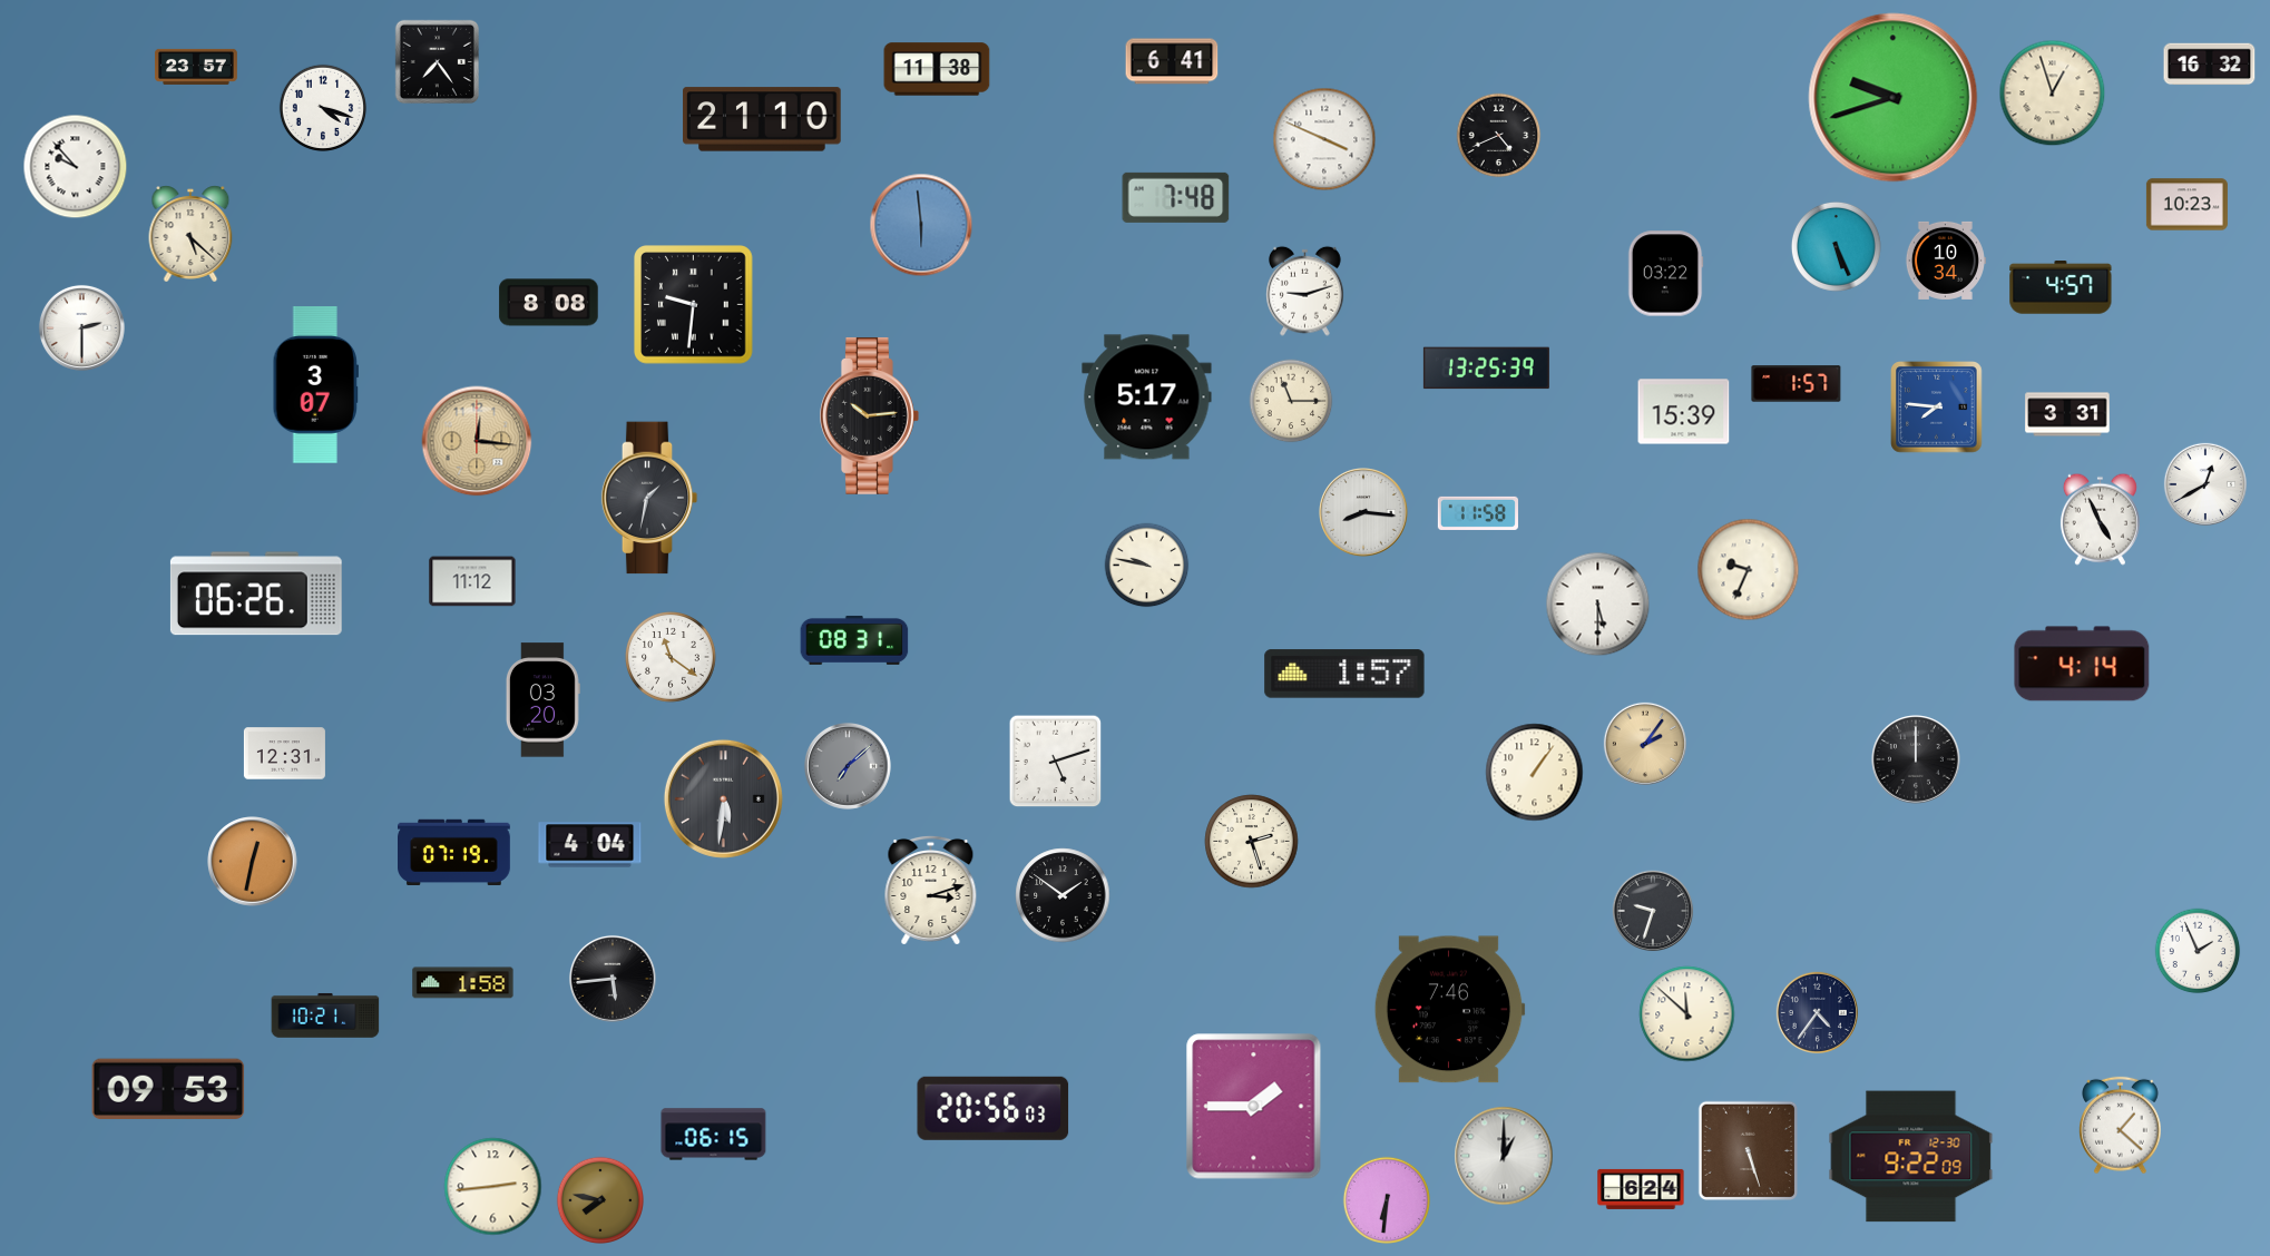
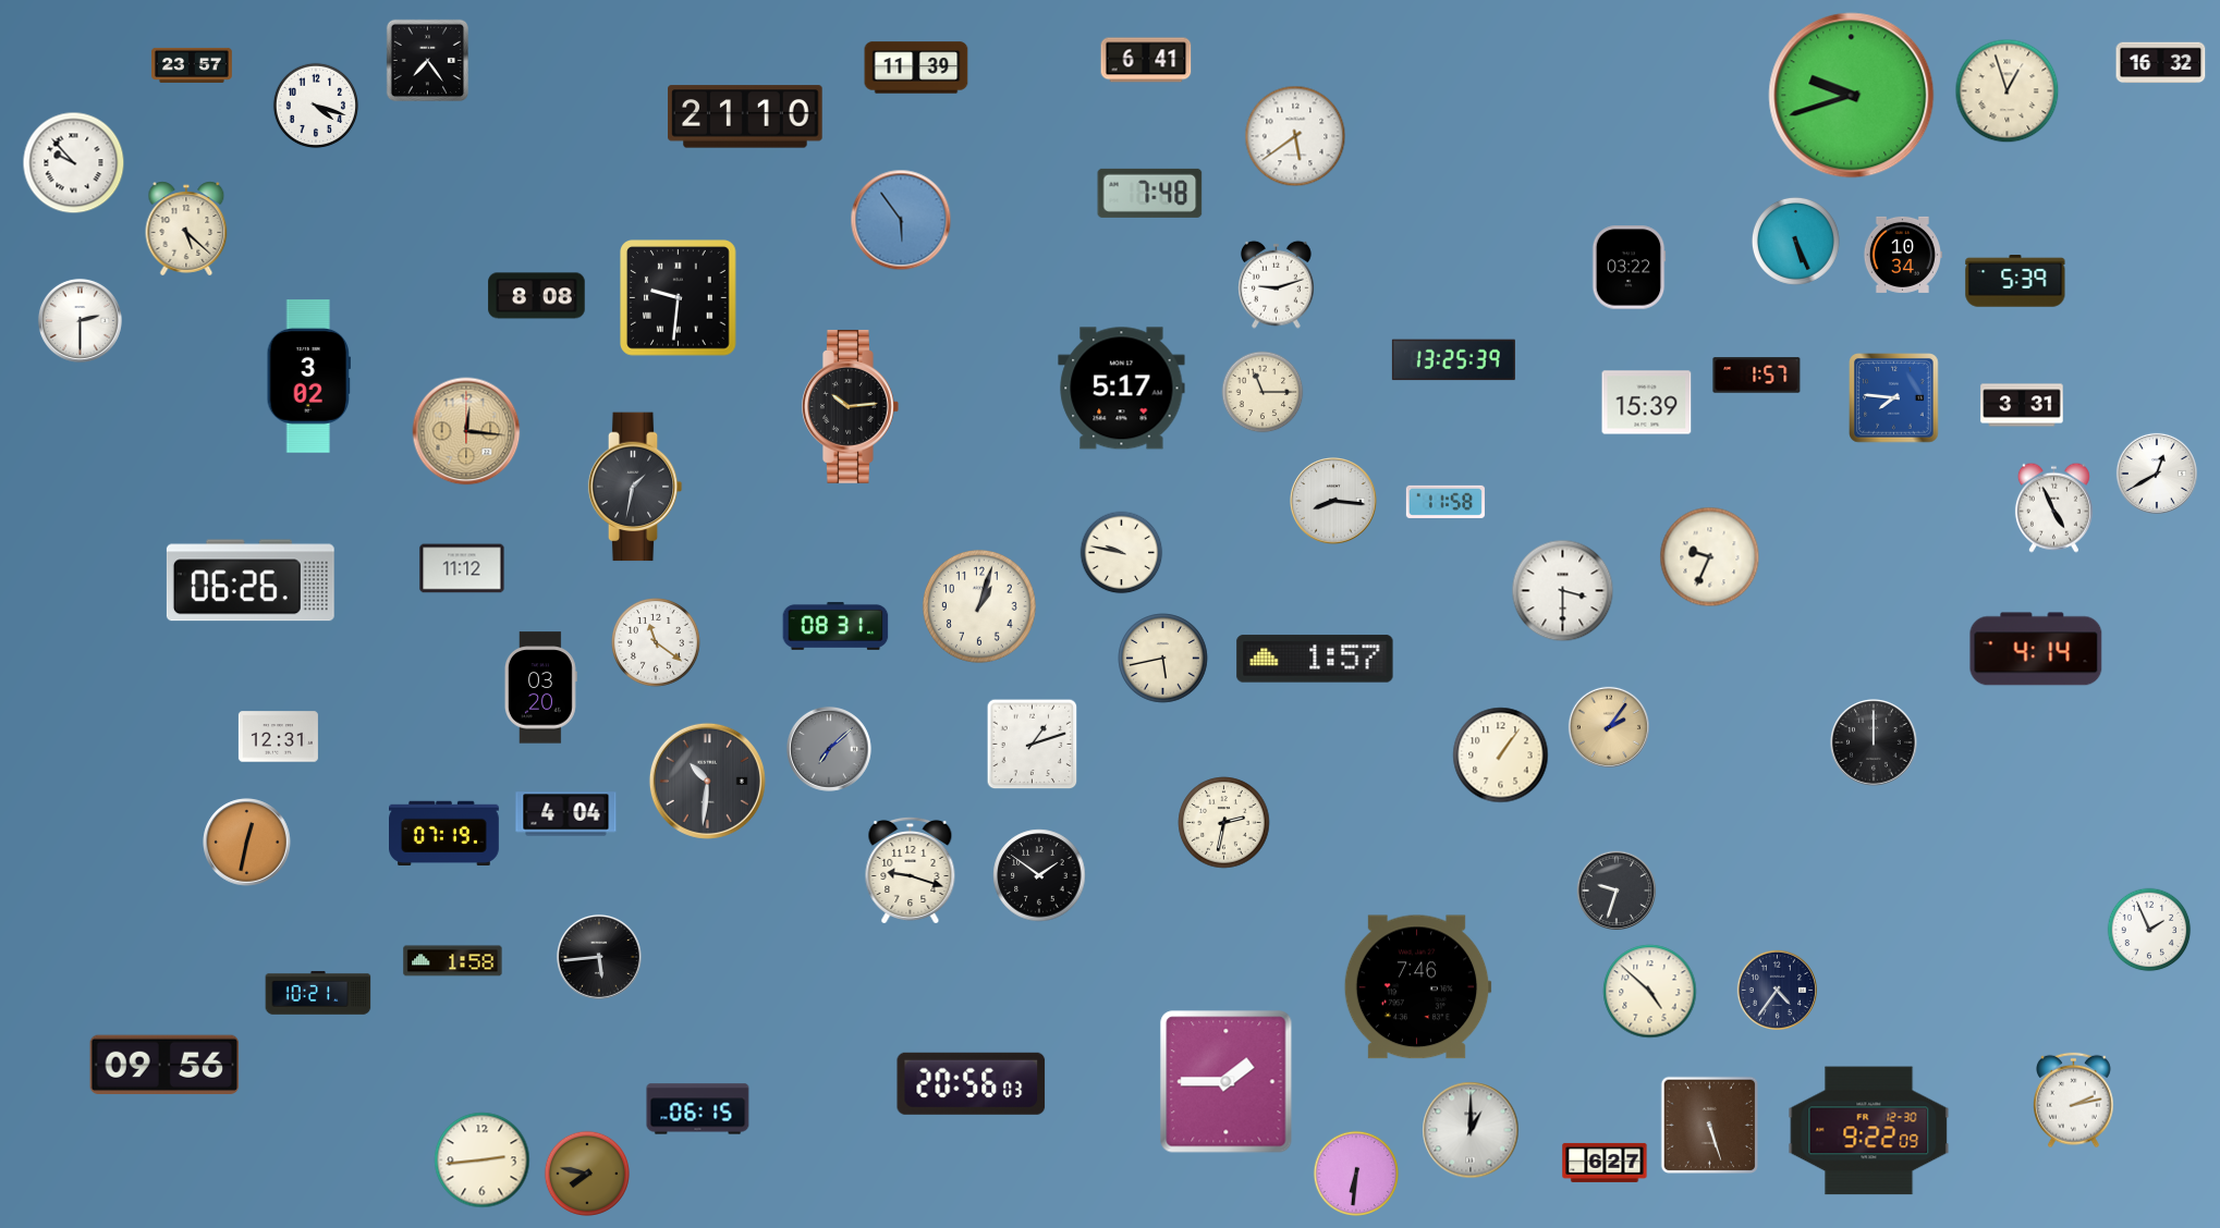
clock at (937, 69): 11:38 -> 11:39
clock at (1499, 136): 4:41 -> none
clock at (1324, 139): 3:49 -> 5:39
clock at (2186, 205): 10:23 -> none
clock at (921, 225): 5:59 -> 5:54
clock at (2061, 287): 4:57 -> 5:39
clock at (315, 385): 3:07 -> 3:02
clock at (1598, 605): 5:30 -> 3:30
clock at (979, 606): none -> 1:03
clock at (1163, 659): none -> 5:43
clock at (542, 700) position: (542, 700) -> (540, 688)
clock at (1056, 762): 5:12 -> 1:12
clock at (723, 798): 5:31 -> 10:31
clock at (1252, 842): 2:27 -> 2:32
clock at (590, 845) position: (590, 845) -> (566, 814)
clock at (931, 890): 3:12 -> 9:18
clock at (1687, 1014): 11:52 -> 4:52
clock at (168, 1089): 09:53 -> 09:56
clock at (2121, 1126): 1:22 -> 2:13
clock at (1641, 1189): 6:24 -> 6:27
